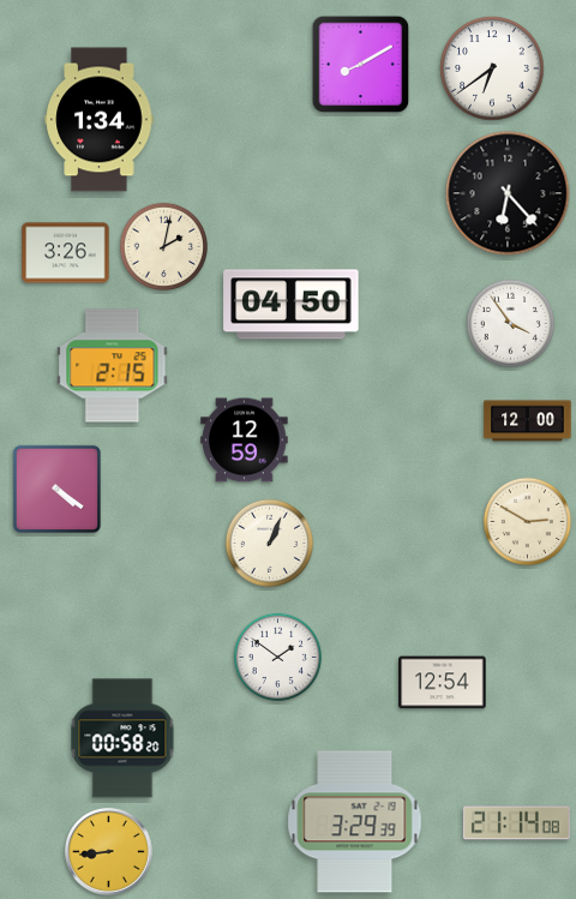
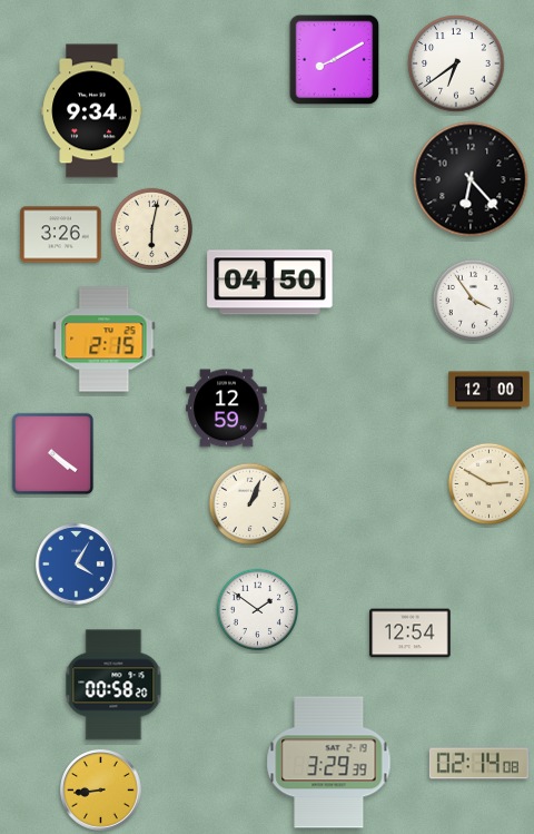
clock at (100, 120): 1:34 -> 9:34
clock at (163, 246): 2:02 -> 6:02
clock at (77, 565): none -> 4:05
clock at (516, 823): 21:14 -> 02:14
